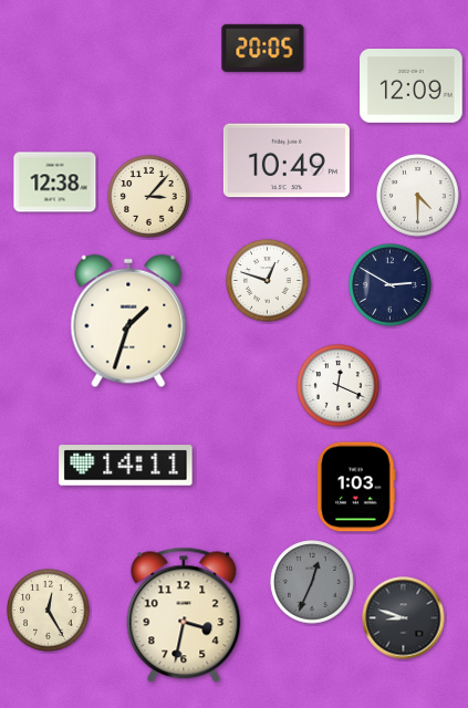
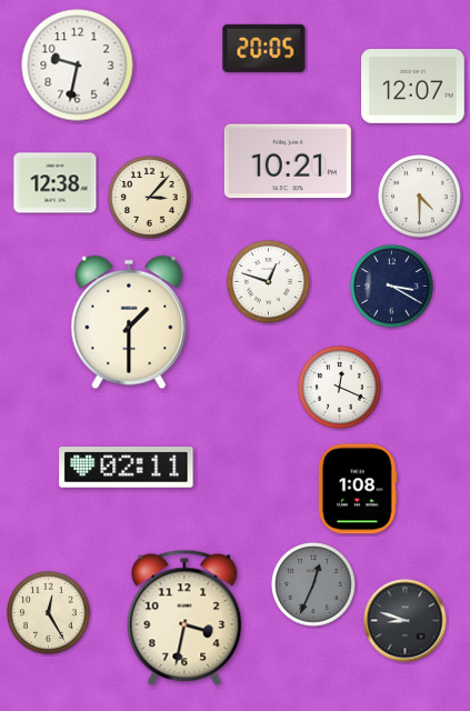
clock at (78, 66): none -> 9:32
clock at (412, 86): 12:09 -> 12:07
clock at (287, 160): 10:49 -> 10:21
clock at (391, 285): 2:50 -> 3:20
clock at (128, 321): 1:33 -> 1:30
clock at (126, 466): 14:11 -> 02:11
clock at (356, 487): 1:03 -> 1:08
